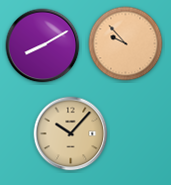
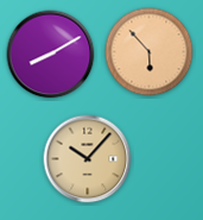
clock at (126, 44): 9:53 -> 5:53
clock at (71, 134) position: (71, 134) -> (88, 159)
